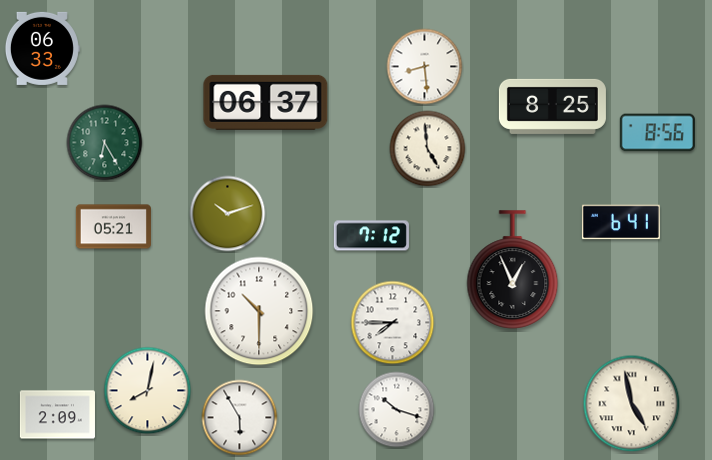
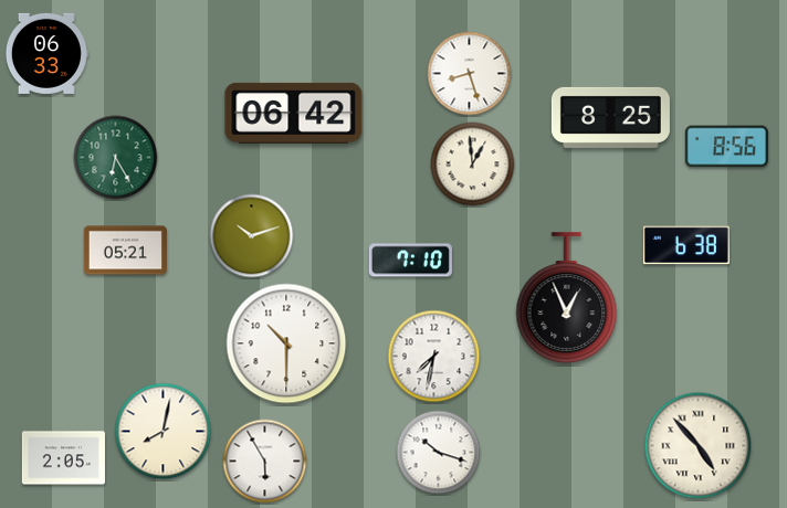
clock at (425, 67): 8:29 -> 8:27
clock at (266, 102): 06:37 -> 06:42
clock at (428, 149): 4:59 -> 12:59
clock at (621, 222): 6:41 -> 6:38
clock at (371, 236): 7:12 -> 7:10
clock at (393, 323): 7:45 -> 7:32
clock at (632, 404): 4:58 -> 4:53
clock at (57, 415): 2:09 -> 2:05
